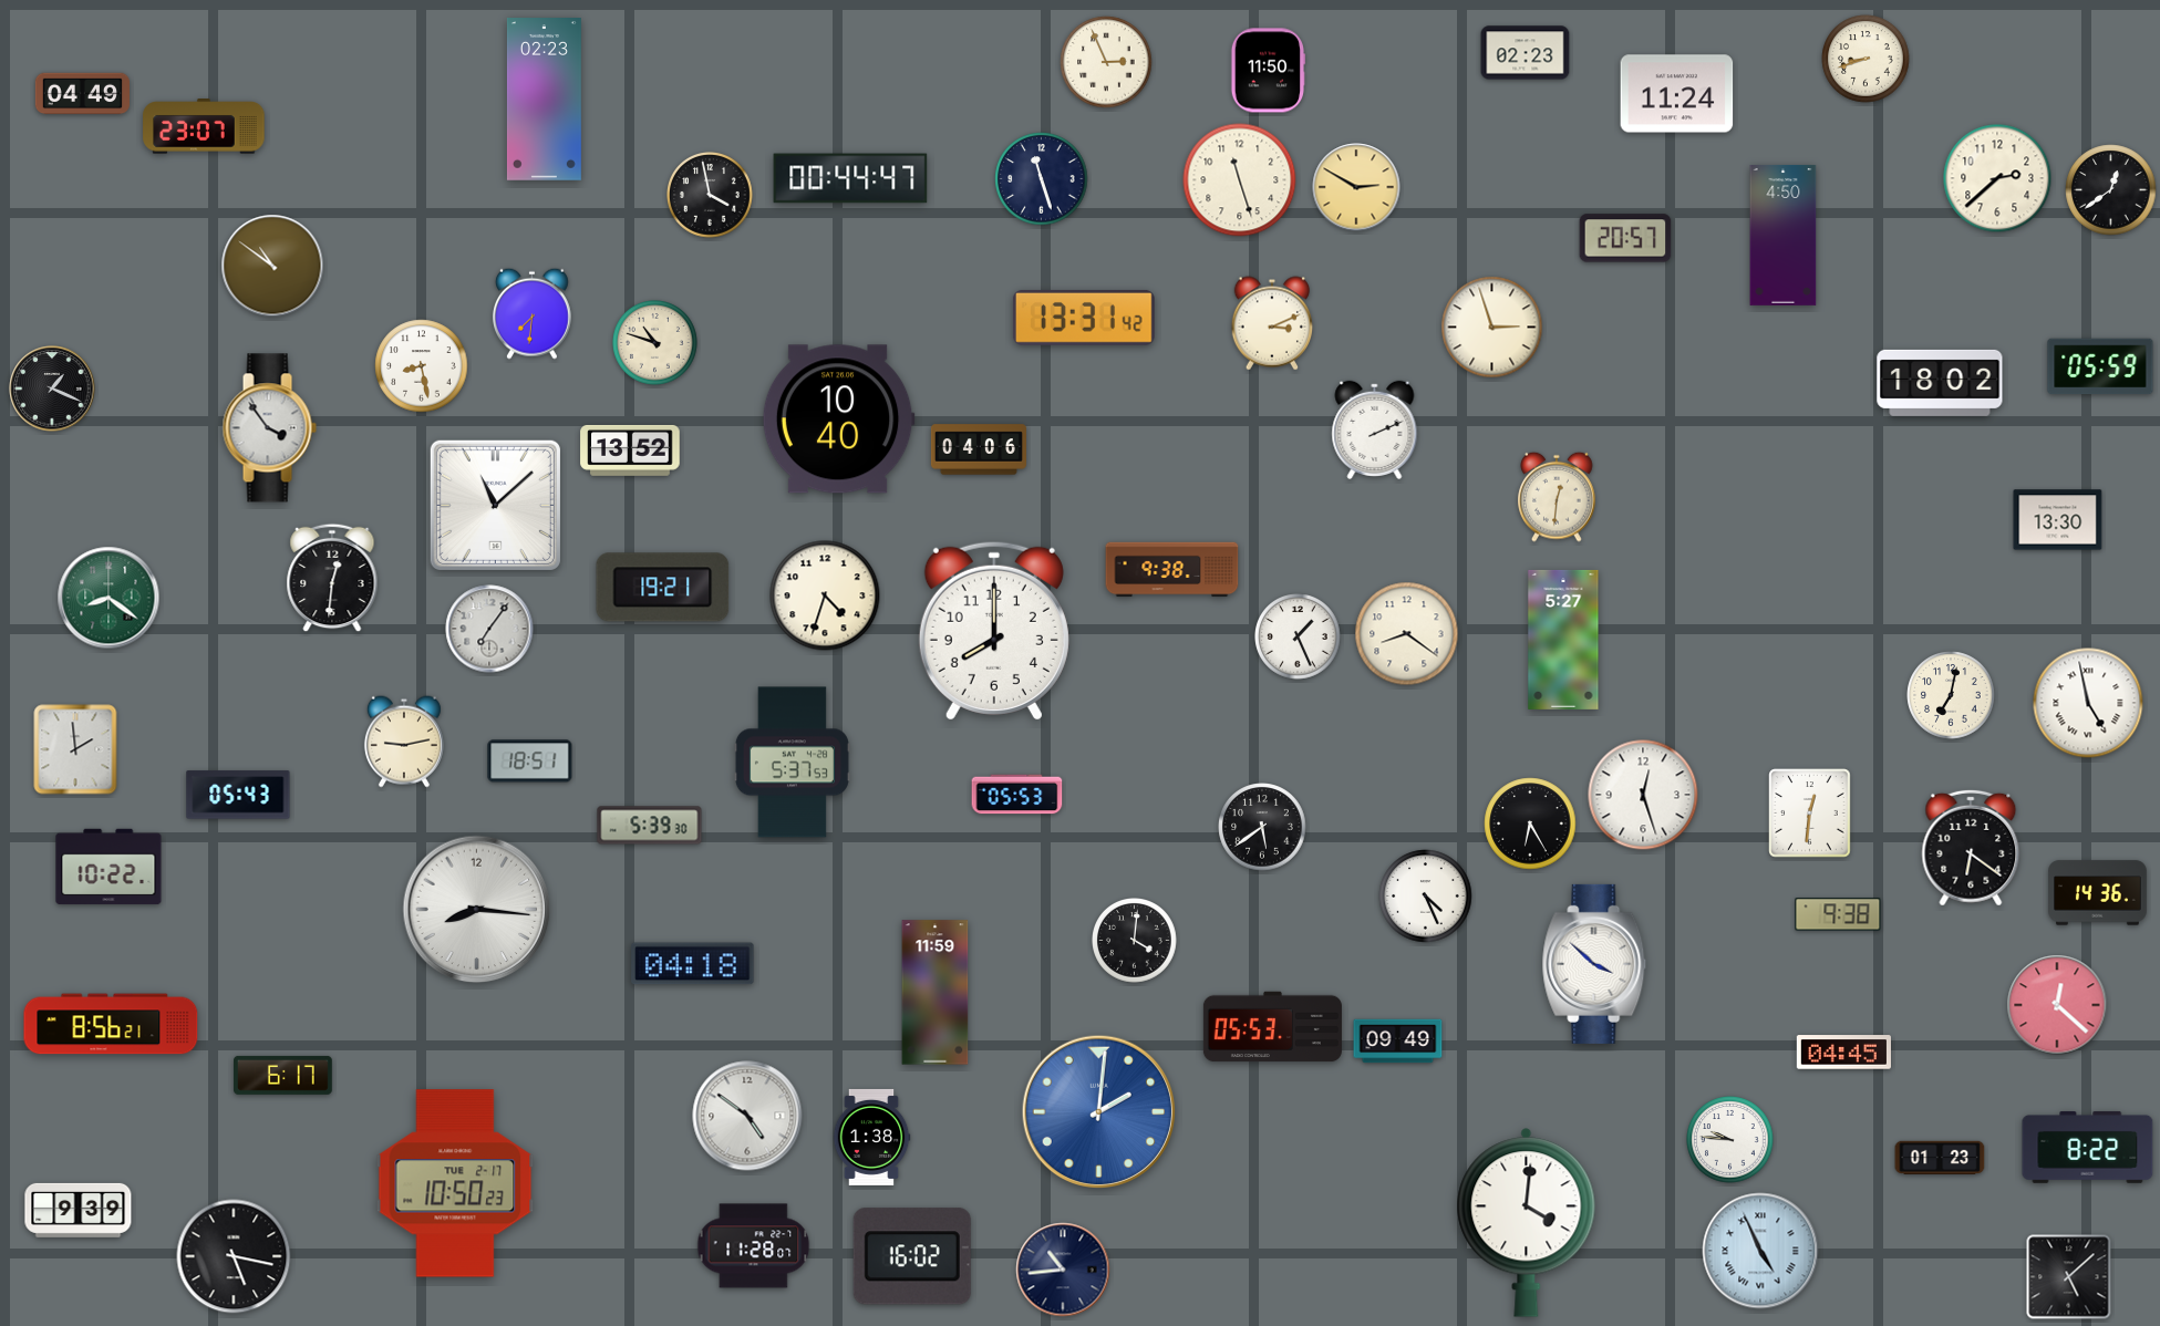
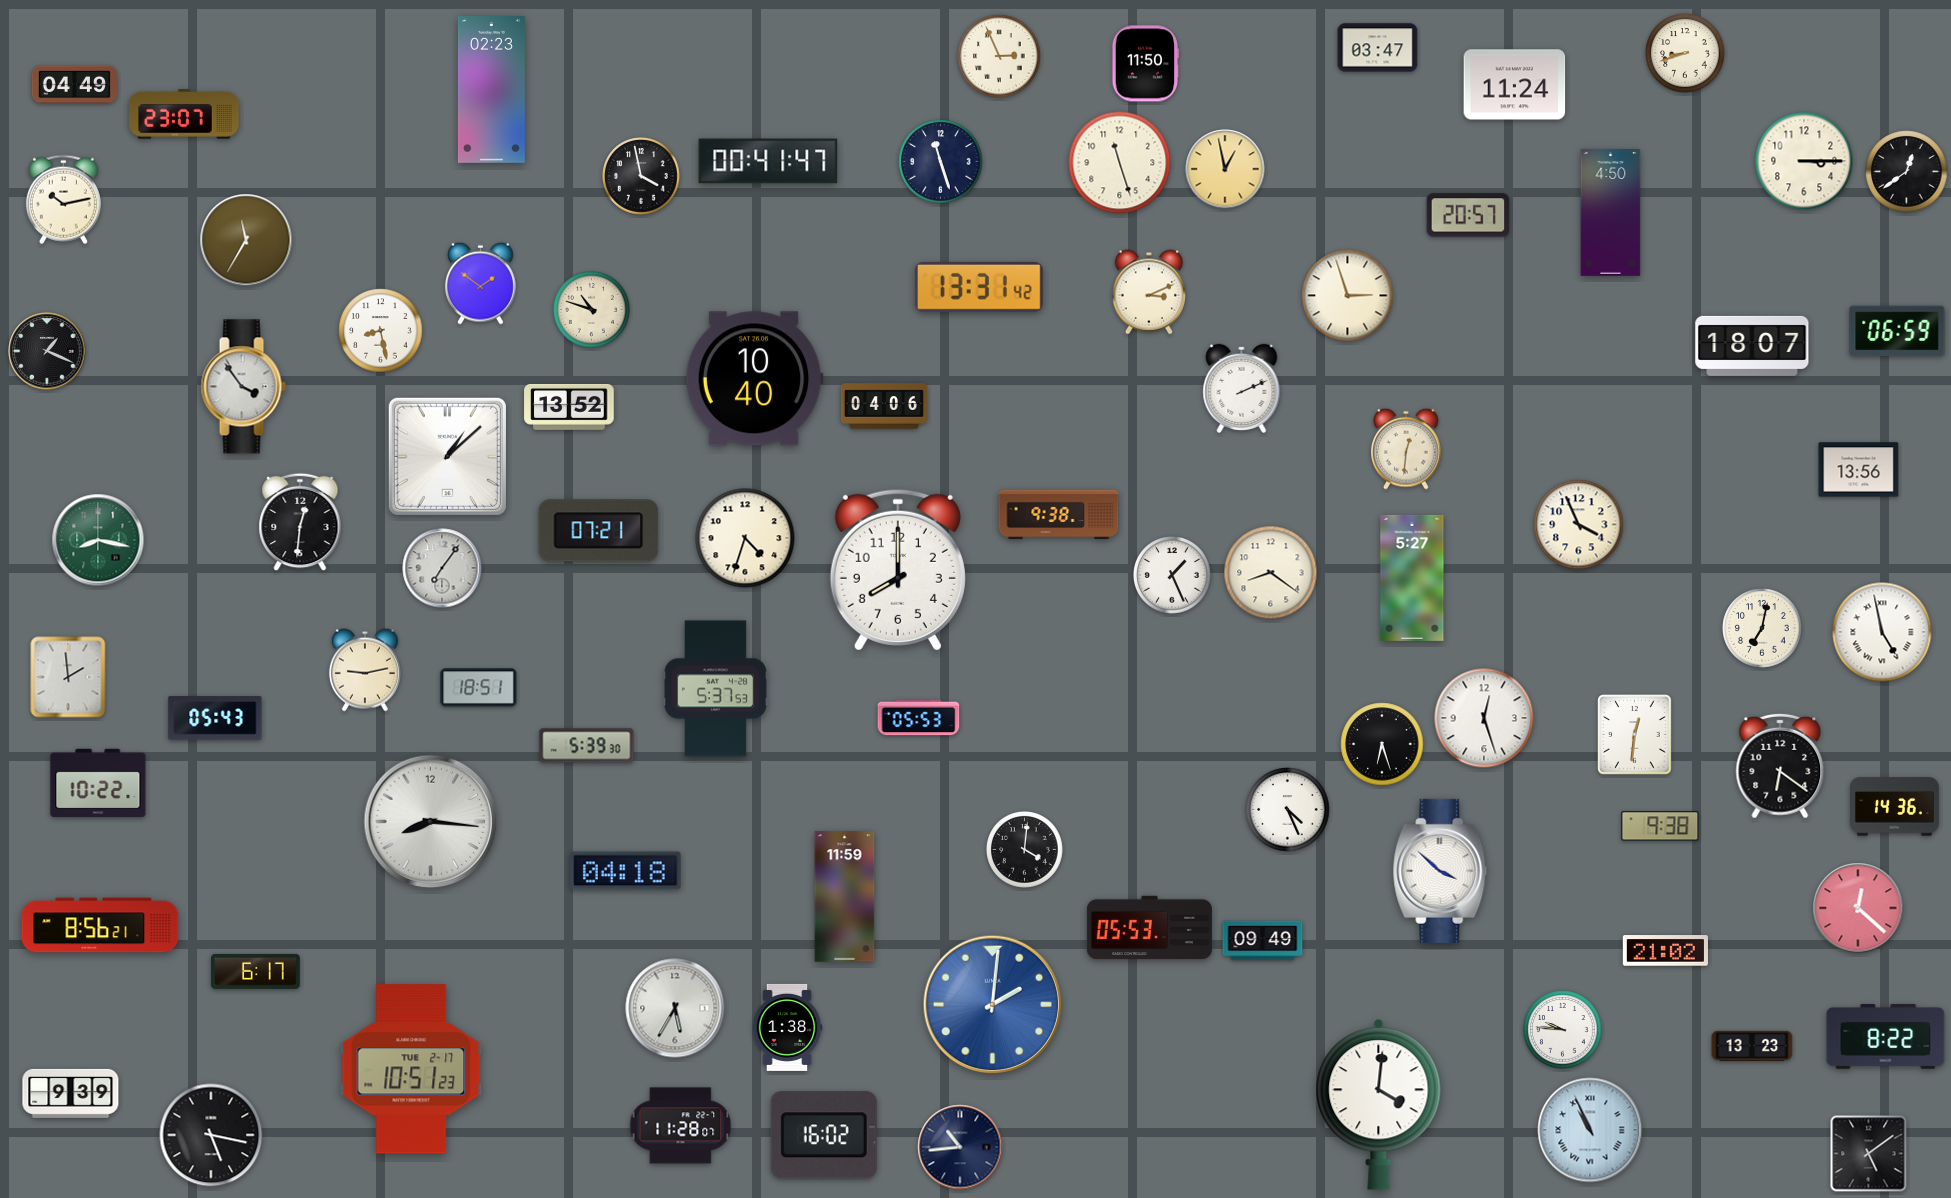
clock at (1526, 53): 02:23 -> 03:47
clock at (850, 178): 00:44 -> 00:41
clock at (1997, 178): 2:38 -> 3:15
clock at (1356, 187): 2:50 -> 12:58
clock at (63, 200): none -> 10:13
clock at (272, 266): 10:51 -> 11:35
clock at (531, 313): 7:31 -> 1:51
clock at (2100, 366): 05:59 -> 06:59
clock at (1940, 383): 18:02 -> 18:07
clock at (838, 419) position: (838, 419) -> (754, 379)
clock at (495, 505): 11:08 -> 1:08
clock at (2058, 520): 13:30 -> 13:56
clock at (1579, 525): none -> 3:56
clock at (663, 588): 19:21 -> 07:21
clock at (108, 598): 8:21 -> 8:17
clock at (2088, 703) position: (2088, 703) -> (1882, 632)
clock at (1530, 823): 6:25 -> 6:27
clock at (1262, 827): 5:39 -> none
clock at (1843, 1053): 04:45 -> 21:02
clock at (747, 1116): 4:51 -> 5:35
clock at (1940, 1157): 01:23 -> 13:23
clock at (455, 1183): 10:50 -> 10:51
clock at (1760, 1251): 4:56 -> 10:56
clock at (2069, 1277): 5:08 -> 5:09
